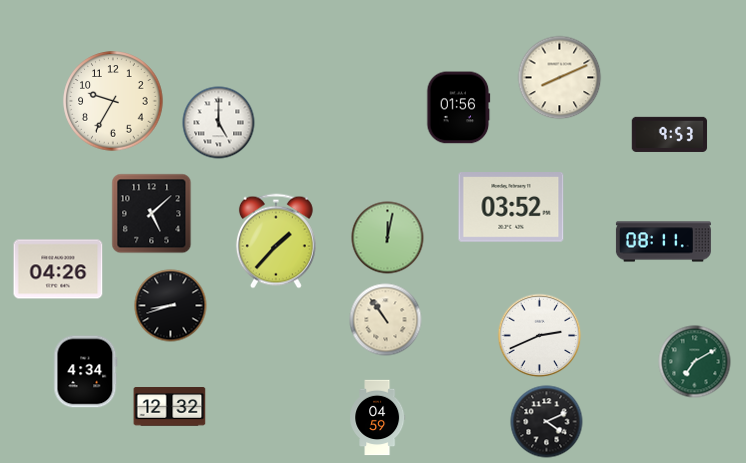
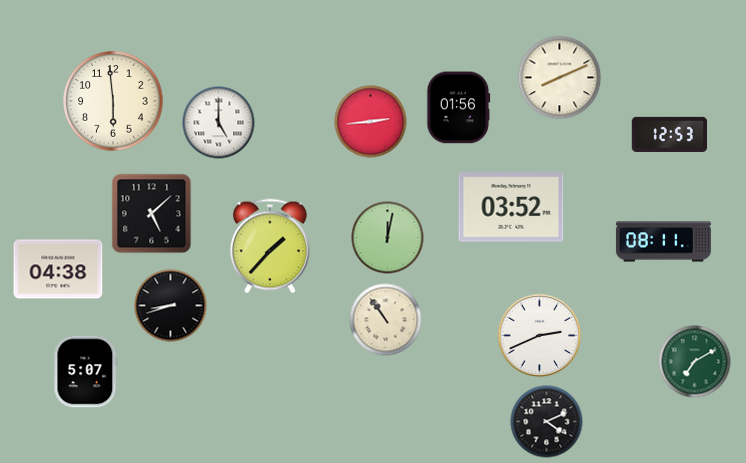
clock at (113, 101): 9:35 -> 5:59
clock at (371, 122): none -> 2:44
clock at (670, 134): 9:53 -> 12:53
clock at (276, 241) position: (276, 241) -> (270, 246)
clock at (58, 269): 04:26 -> 04:38
clock at (86, 372): 4:34 -> 5:07
clock at (170, 407): 12:32 -> none
clock at (378, 418): 04:59 -> none
